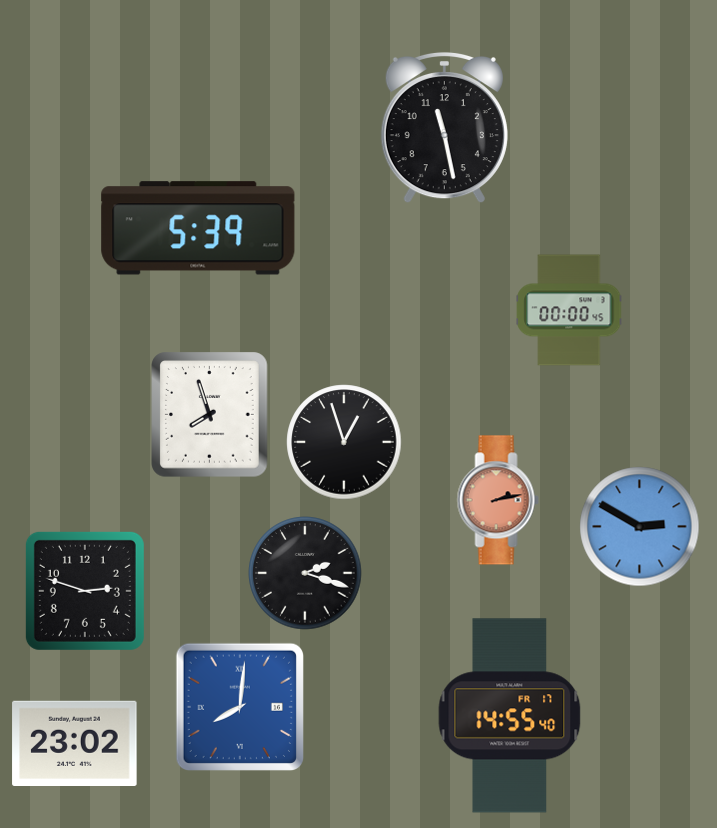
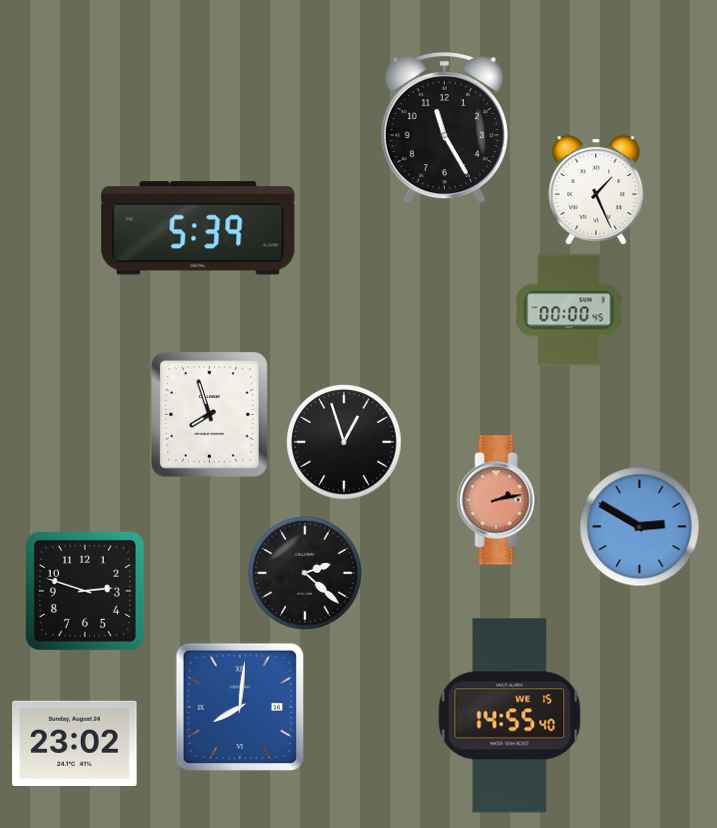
clock at (444, 128): 11:28 -> 11:25
clock at (596, 190): none -> 1:26
clock at (305, 573): 2:18 -> 2:22
clock at (510, 716) date: FR 17 -> WE 15
